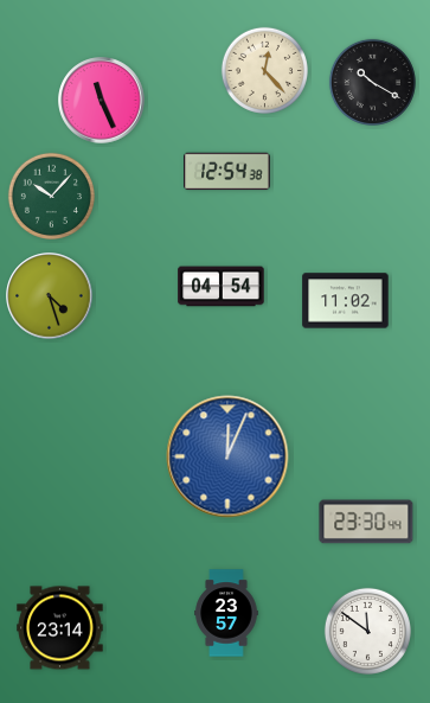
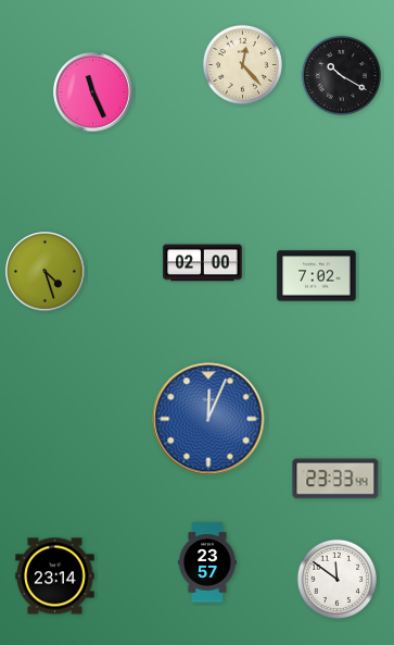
clock at (227, 172): 12:54 -> none
clock at (51, 196): 10:07 -> none
clock at (222, 287): 04:54 -> 02:00
clock at (346, 301): 11:02 -> 7:02
clock at (366, 522): 23:30 -> 23:33
